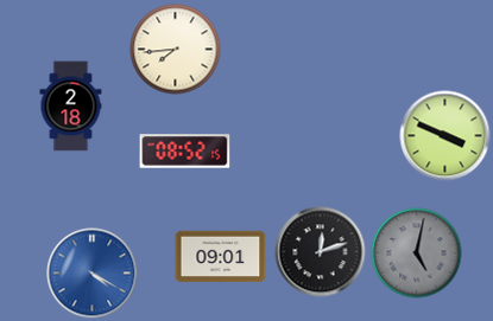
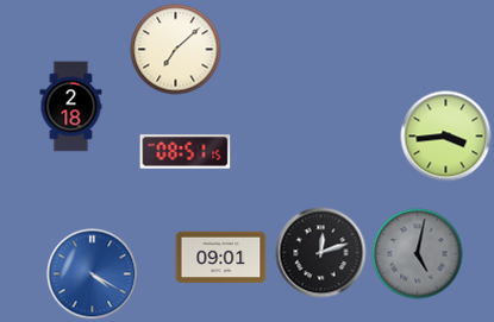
clock at (176, 50): 7:44 -> 7:08
clock at (445, 136): 3:49 -> 3:44
clock at (185, 152): 08:52 -> 08:51
